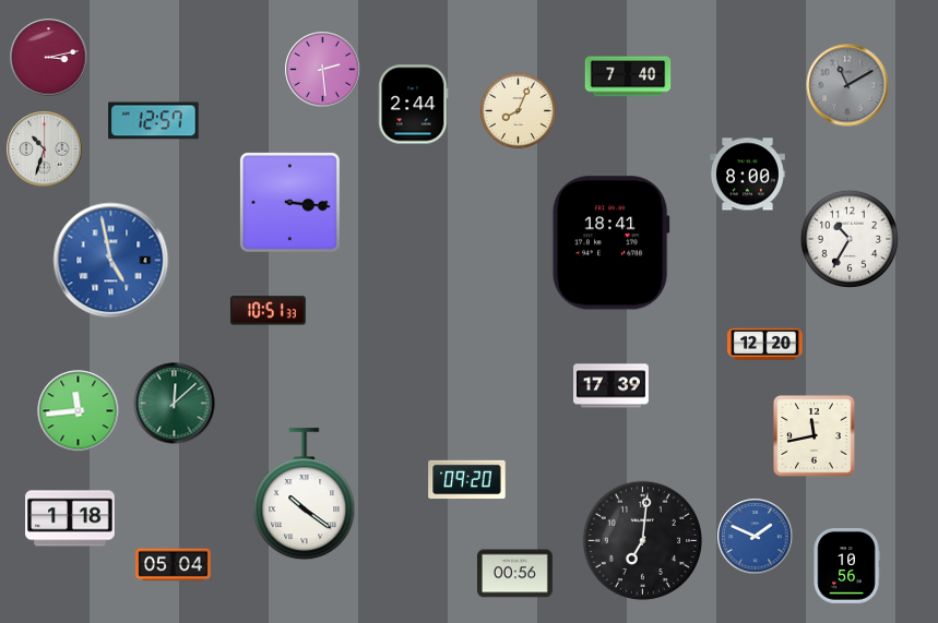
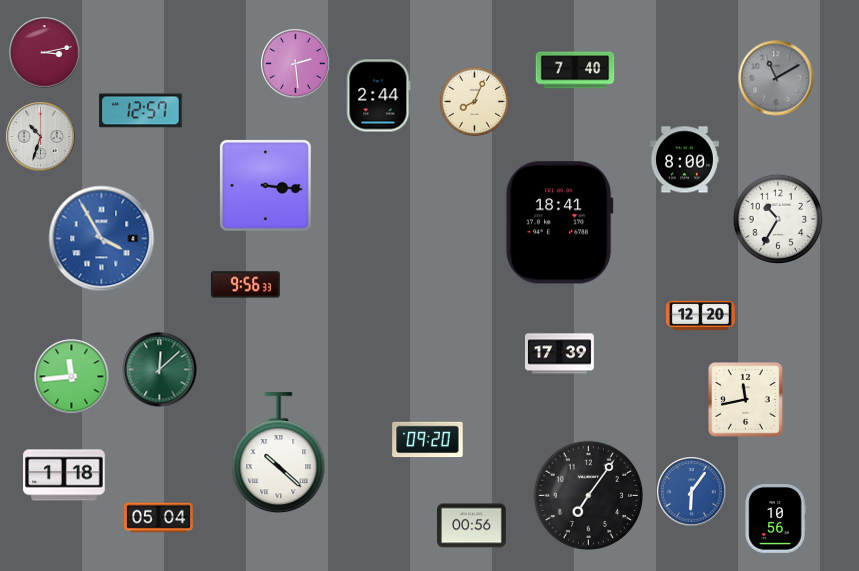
clock at (111, 261): 4:58 -> 3:55
clock at (268, 311): 10:51 -> 9:56
clock at (305, 494): 10:21 -> 10:22
clock at (756, 537): 1:49 -> 6:06
clock at (642, 540): 7:01 -> 7:06
